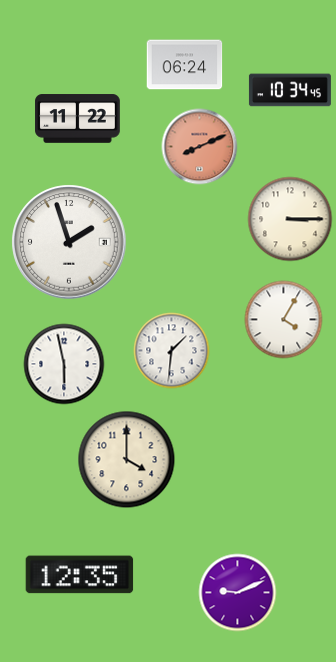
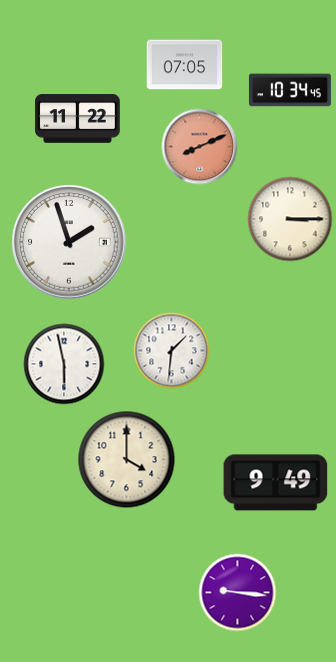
clock at (185, 65): 06:24 -> 07:05
clock at (284, 320): 4:05 -> none
clock at (276, 483): none -> 9:49
clock at (80, 575): 12:35 -> none
clock at (238, 593): 9:11 -> 9:16
